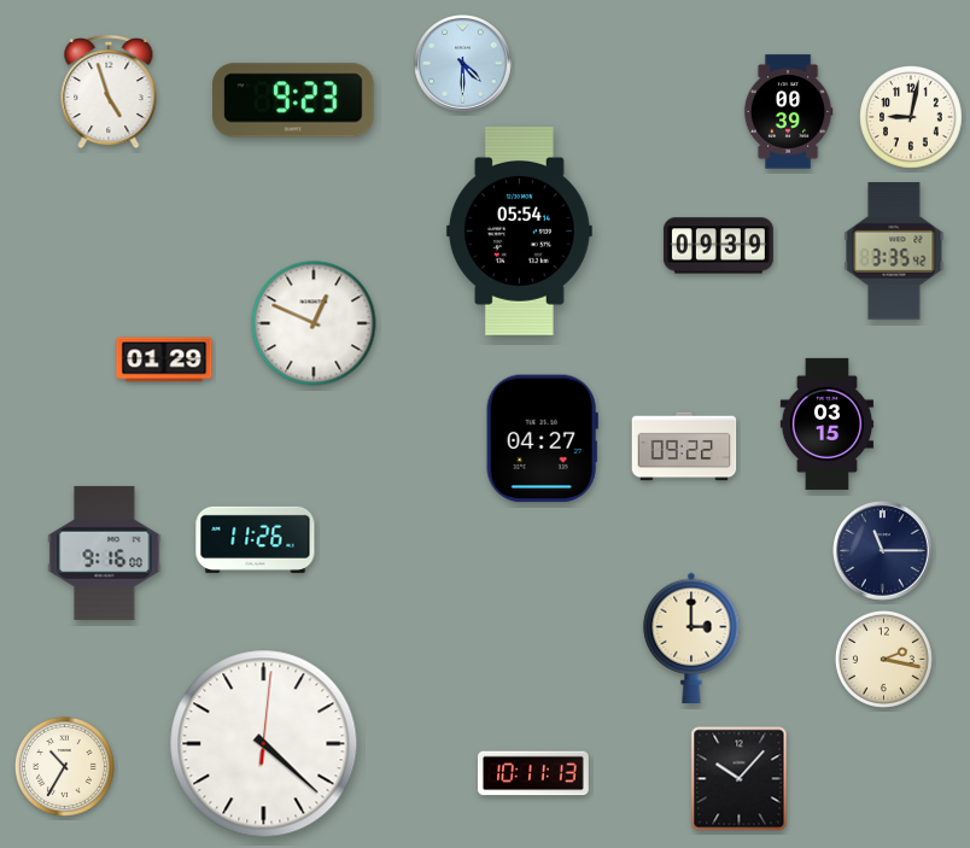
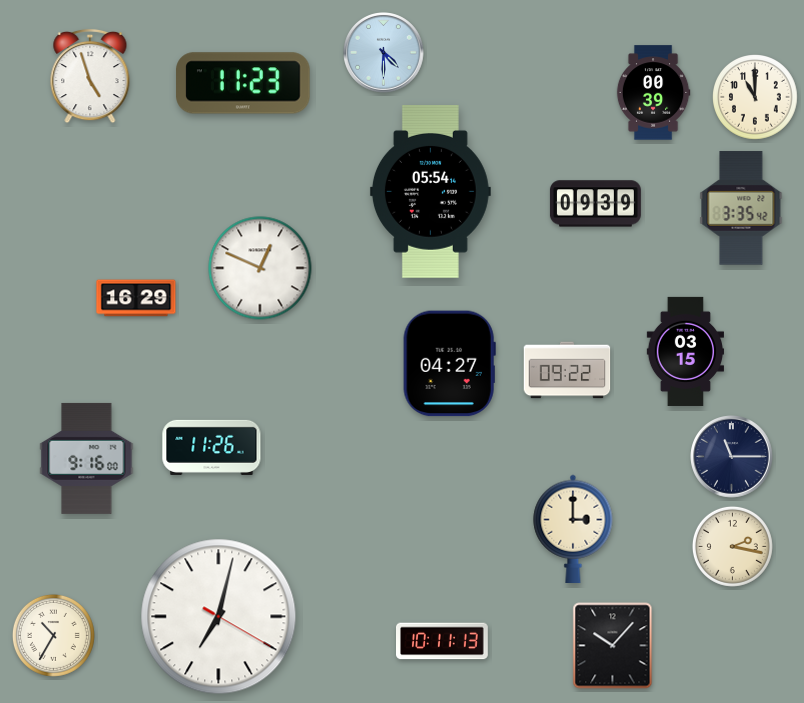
clock at (293, 100): 9:23 -> 11:23
clock at (912, 118): 9:02 -> 11:00
clock at (164, 359): 01:29 -> 16:29
clock at (264, 744): 4:22 -> 7:02
